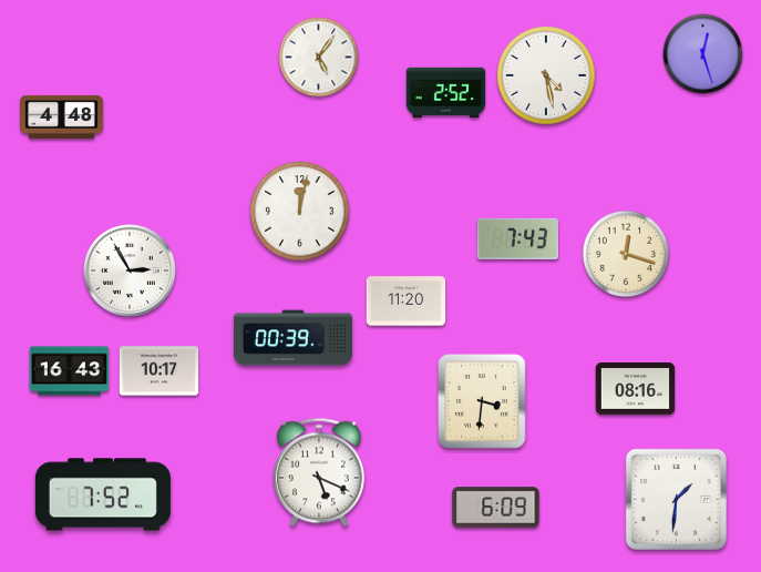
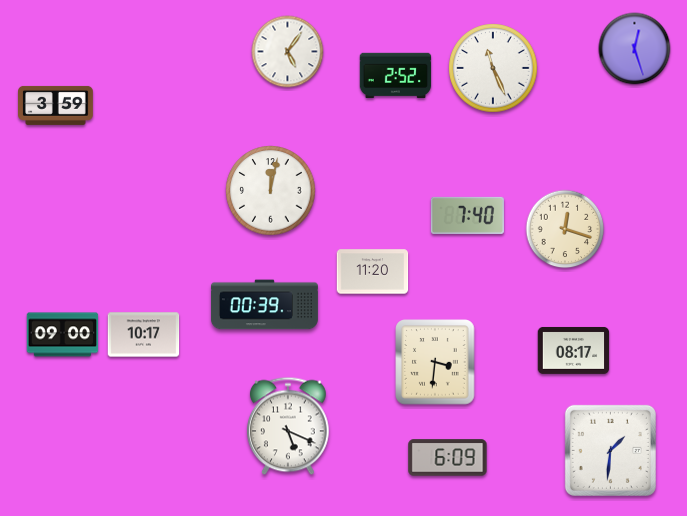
clock at (546, 75): 4:28 -> 11:26
clock at (446, 93) position: (446, 93) -> (396, 76)
clock at (62, 116): 4:48 -> 3:59
clock at (517, 238): 7:43 -> 7:40
clock at (130, 270): 2:55 -> none
clock at (407, 302) position: (407, 302) -> (373, 272)
clock at (70, 371): 16:43 -> 09:00
clock at (636, 388): 08:16 -> 08:17
clock at (103, 494): 7:52 -> none
